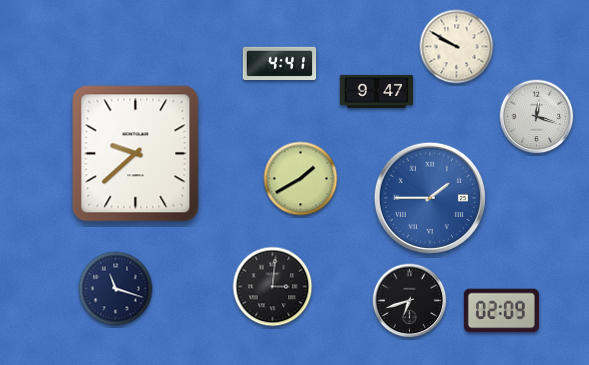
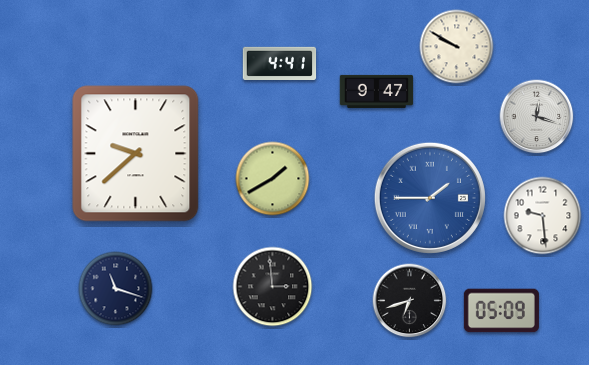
clock at (301, 179) position: (301, 179) -> (273, 179)
clock at (543, 216): none -> 9:29
clock at (273, 287): 3:01 -> 2:59
clock at (501, 311): 02:09 -> 05:09
